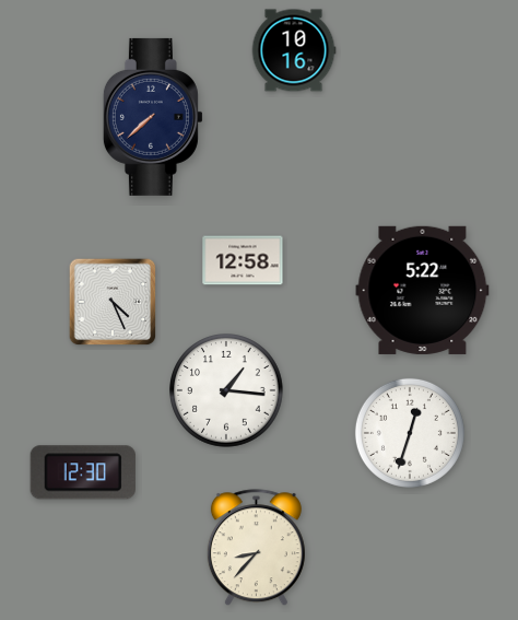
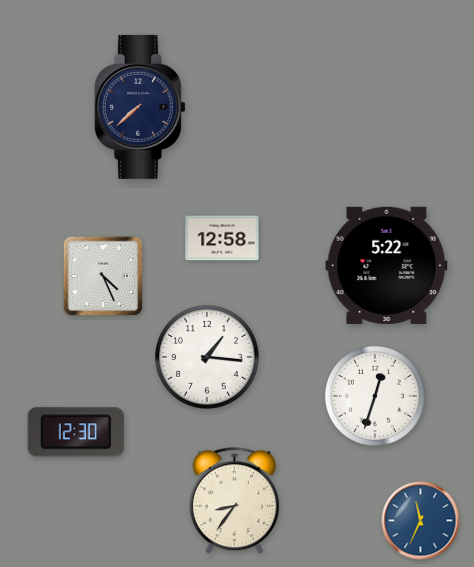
clock at (294, 50): 10:16 -> none
clock at (256, 548): 8:37 -> 8:36
clock at (421, 521): none -> 11:34
